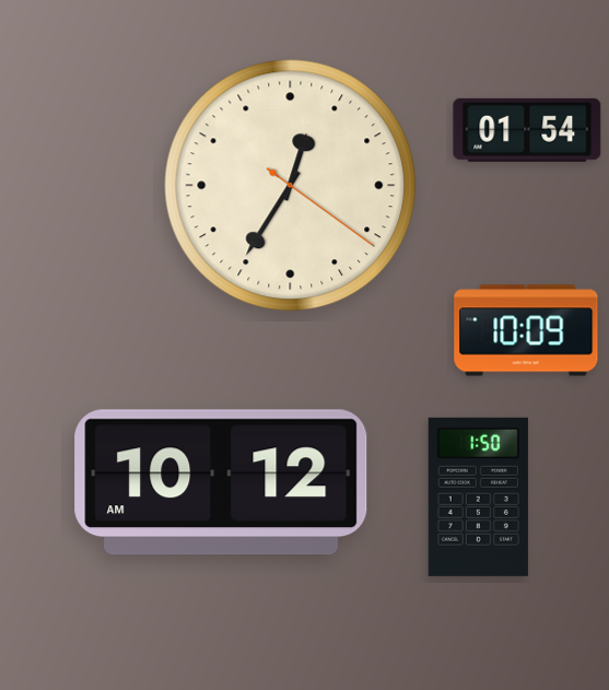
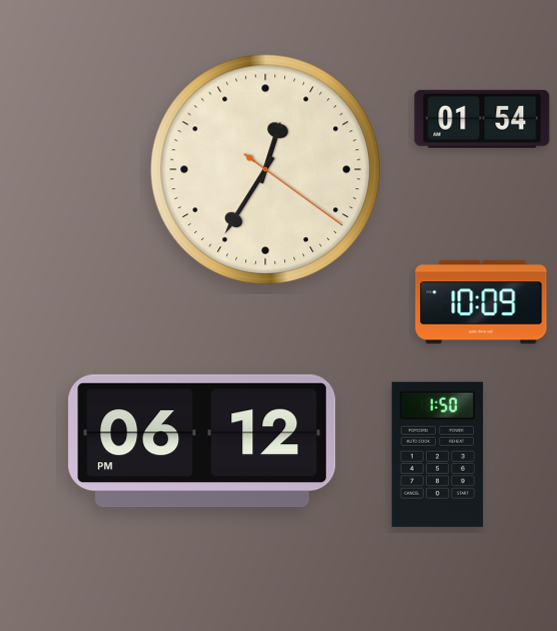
clock at (221, 482): 10:12 -> 06:12
